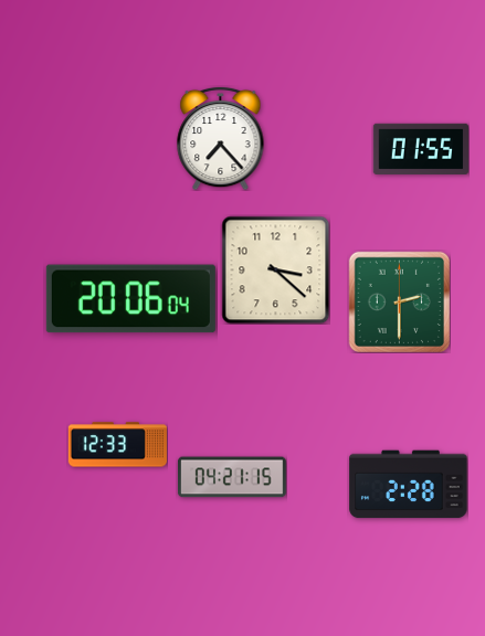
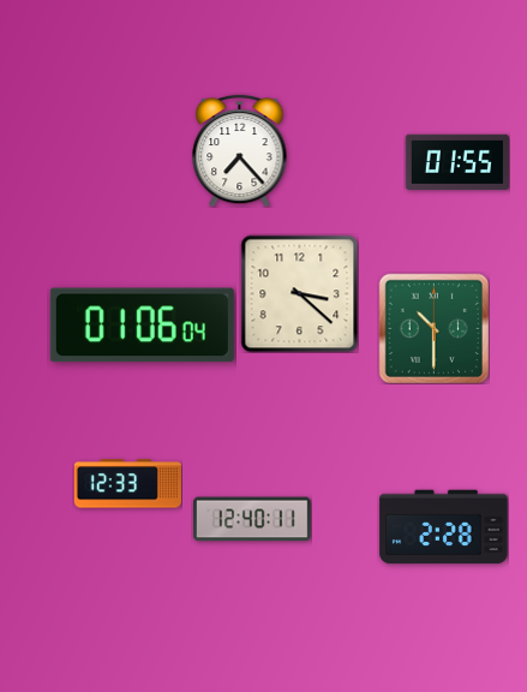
clock at (130, 299): 20:06 -> 01:06
clock at (399, 301): 2:30 -> 10:30
clock at (232, 477): 04:21 -> 12:40
